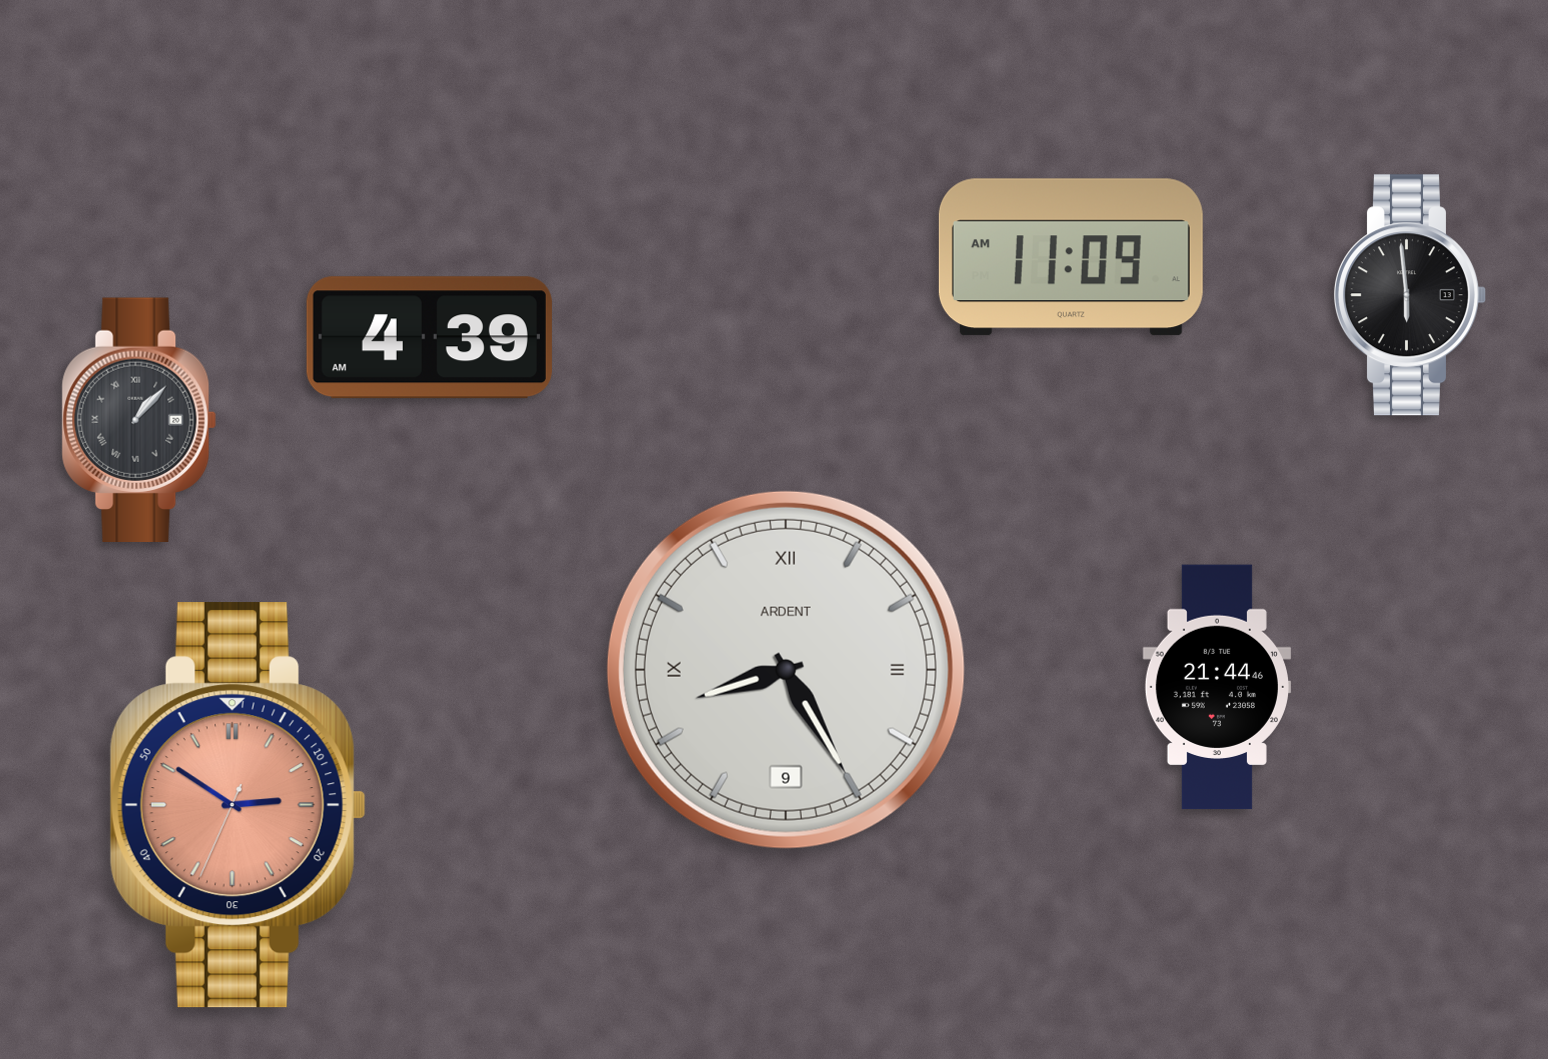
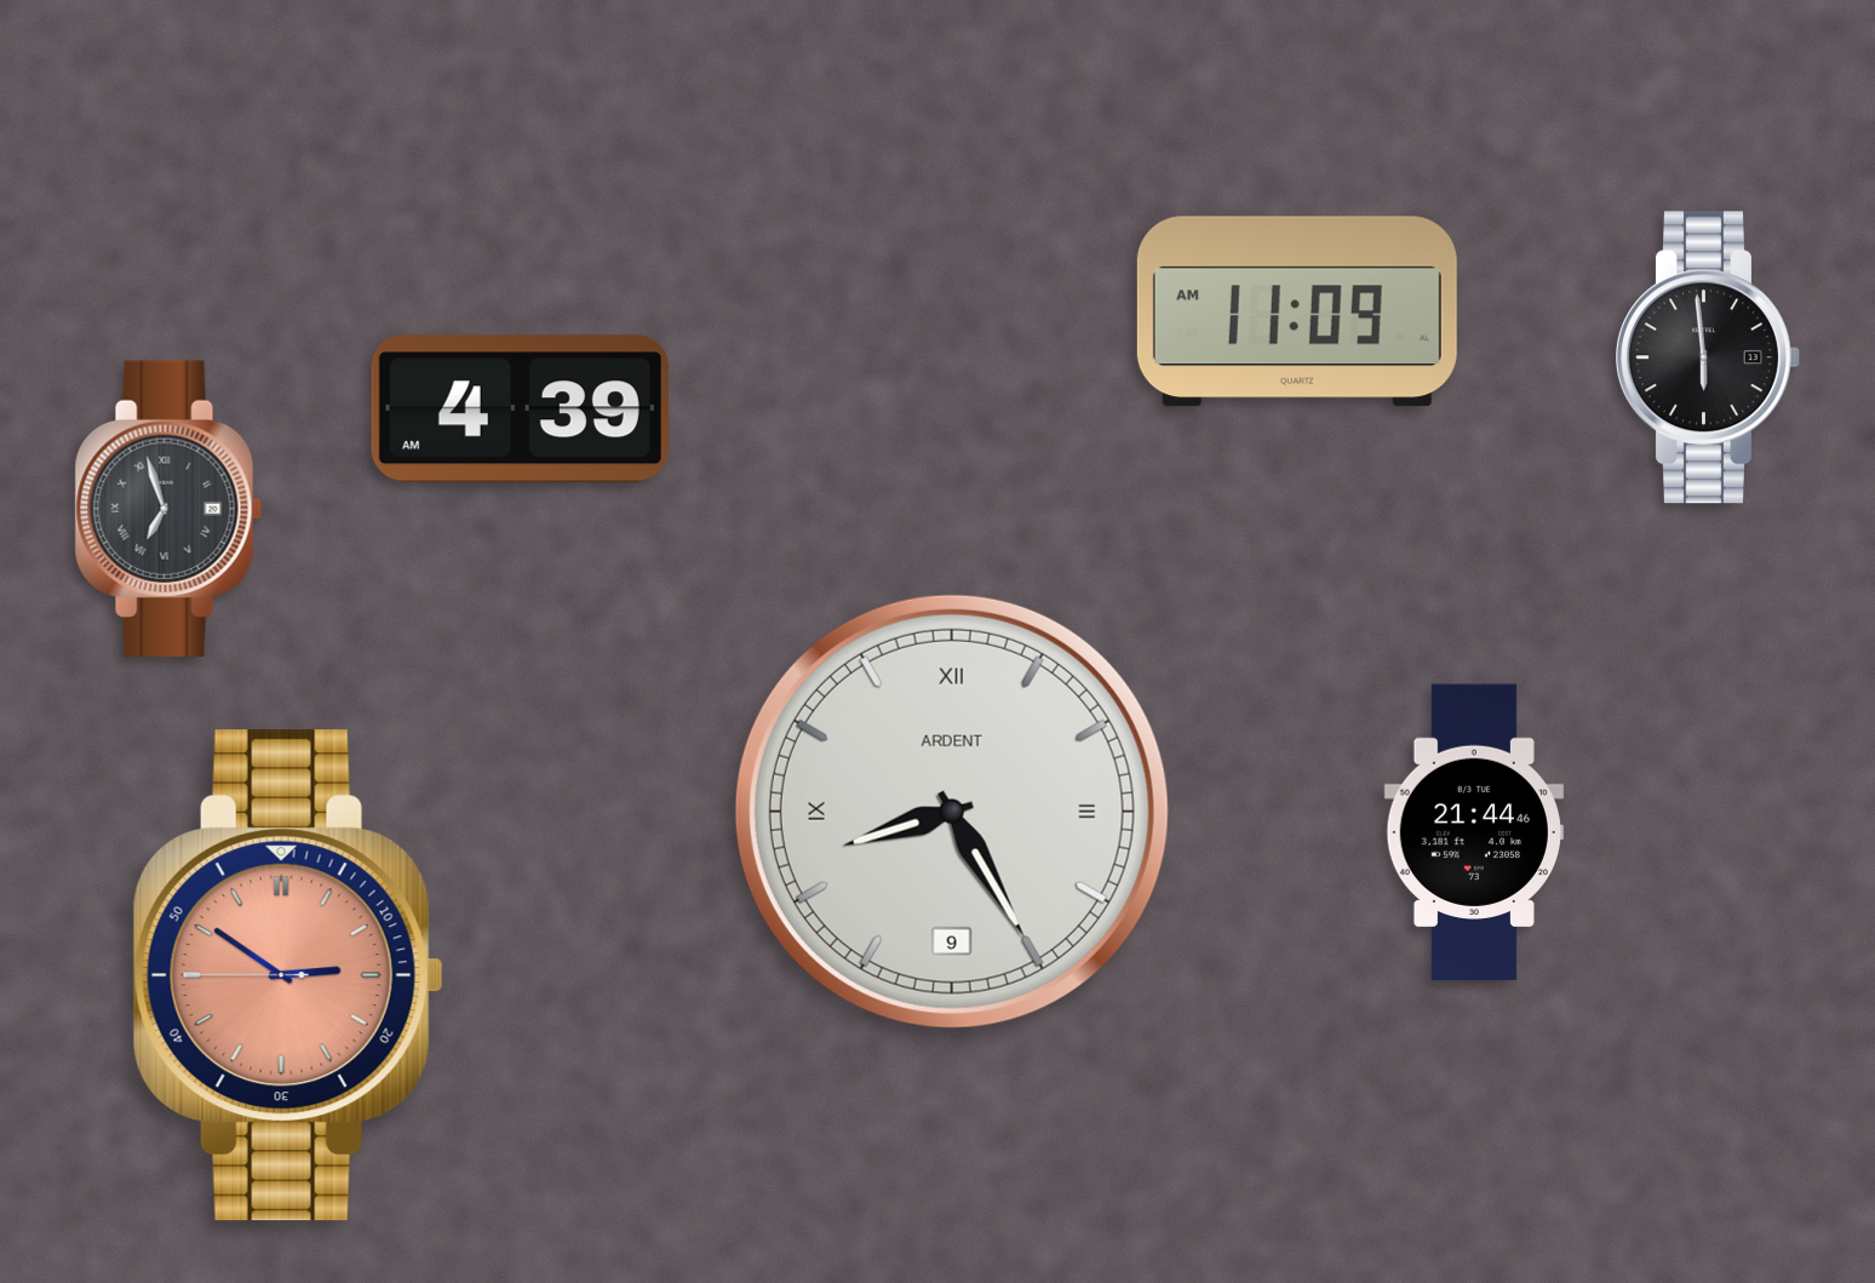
clock at (139, 419): 1:07 -> 6:57
clock at (238, 805): 2:50:34 -> 2:50:45
